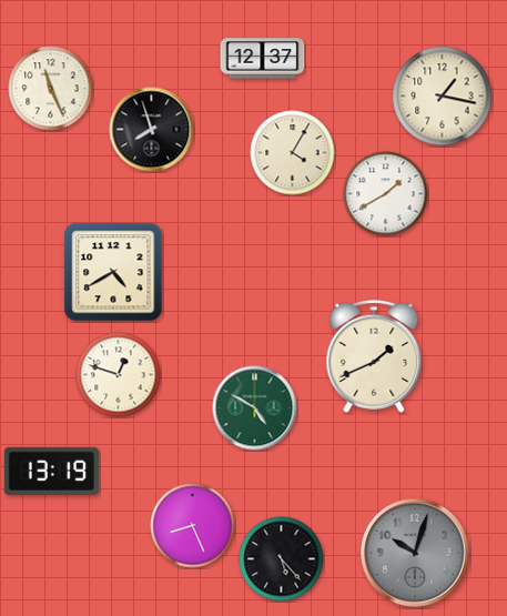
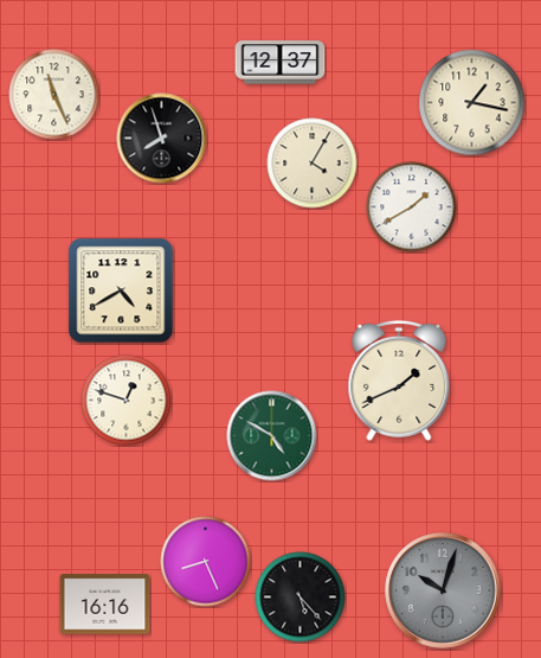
clock at (51, 471): 13:19 -> none
clock at (105, 605): none -> 16:16
